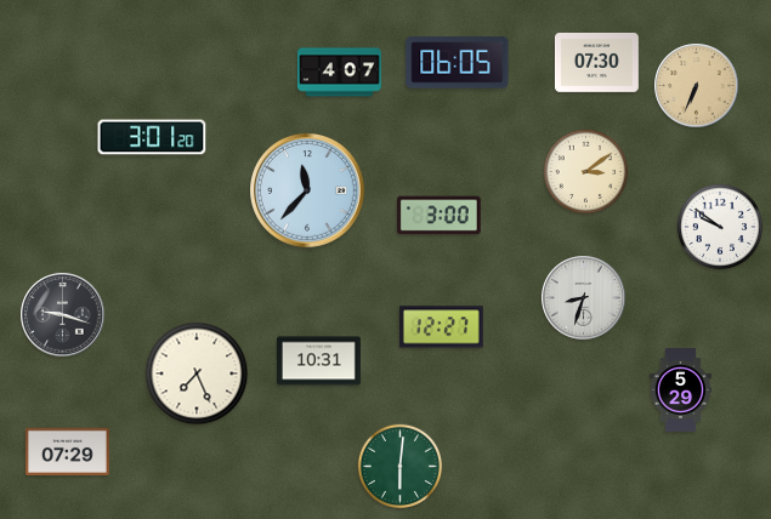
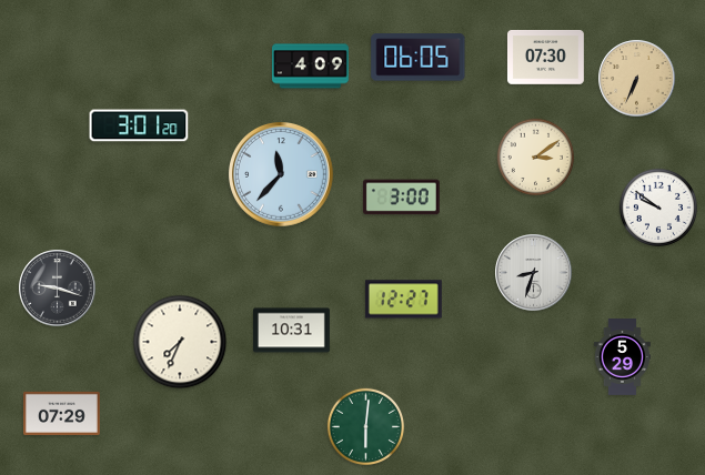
clock at (340, 73): 4:07 -> 4:09
clock at (197, 373): 7:26 -> 7:34
